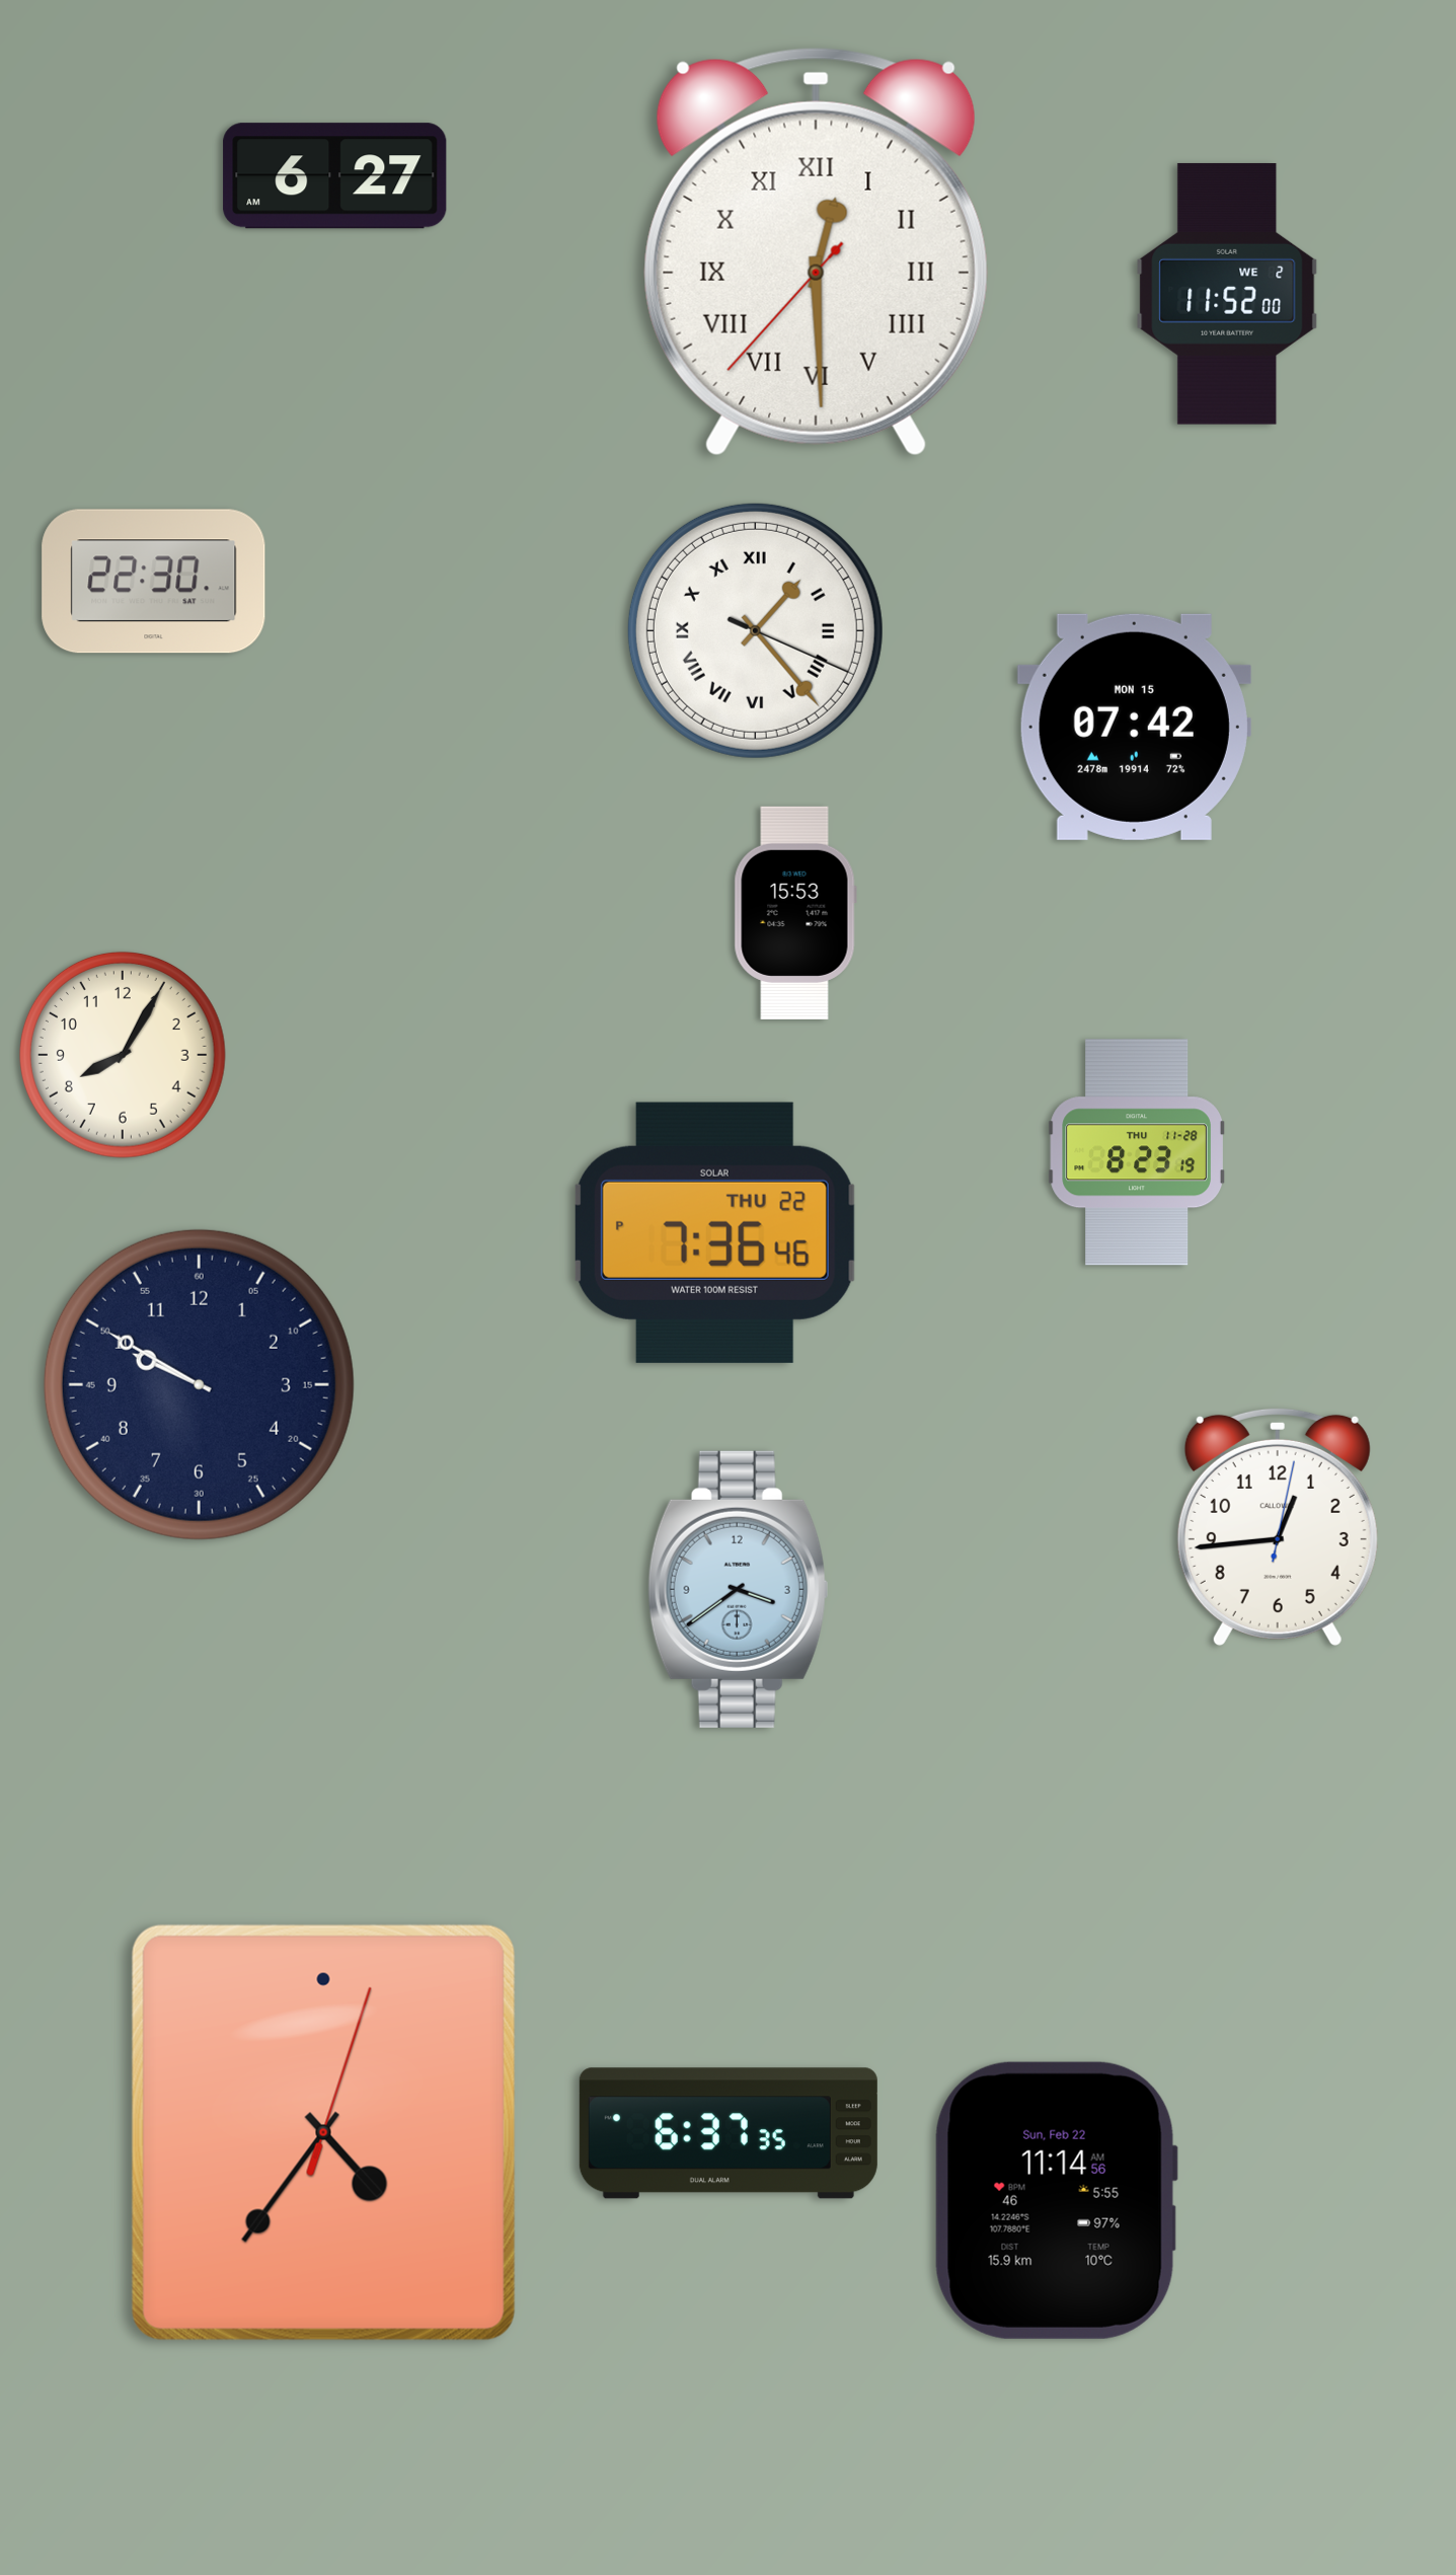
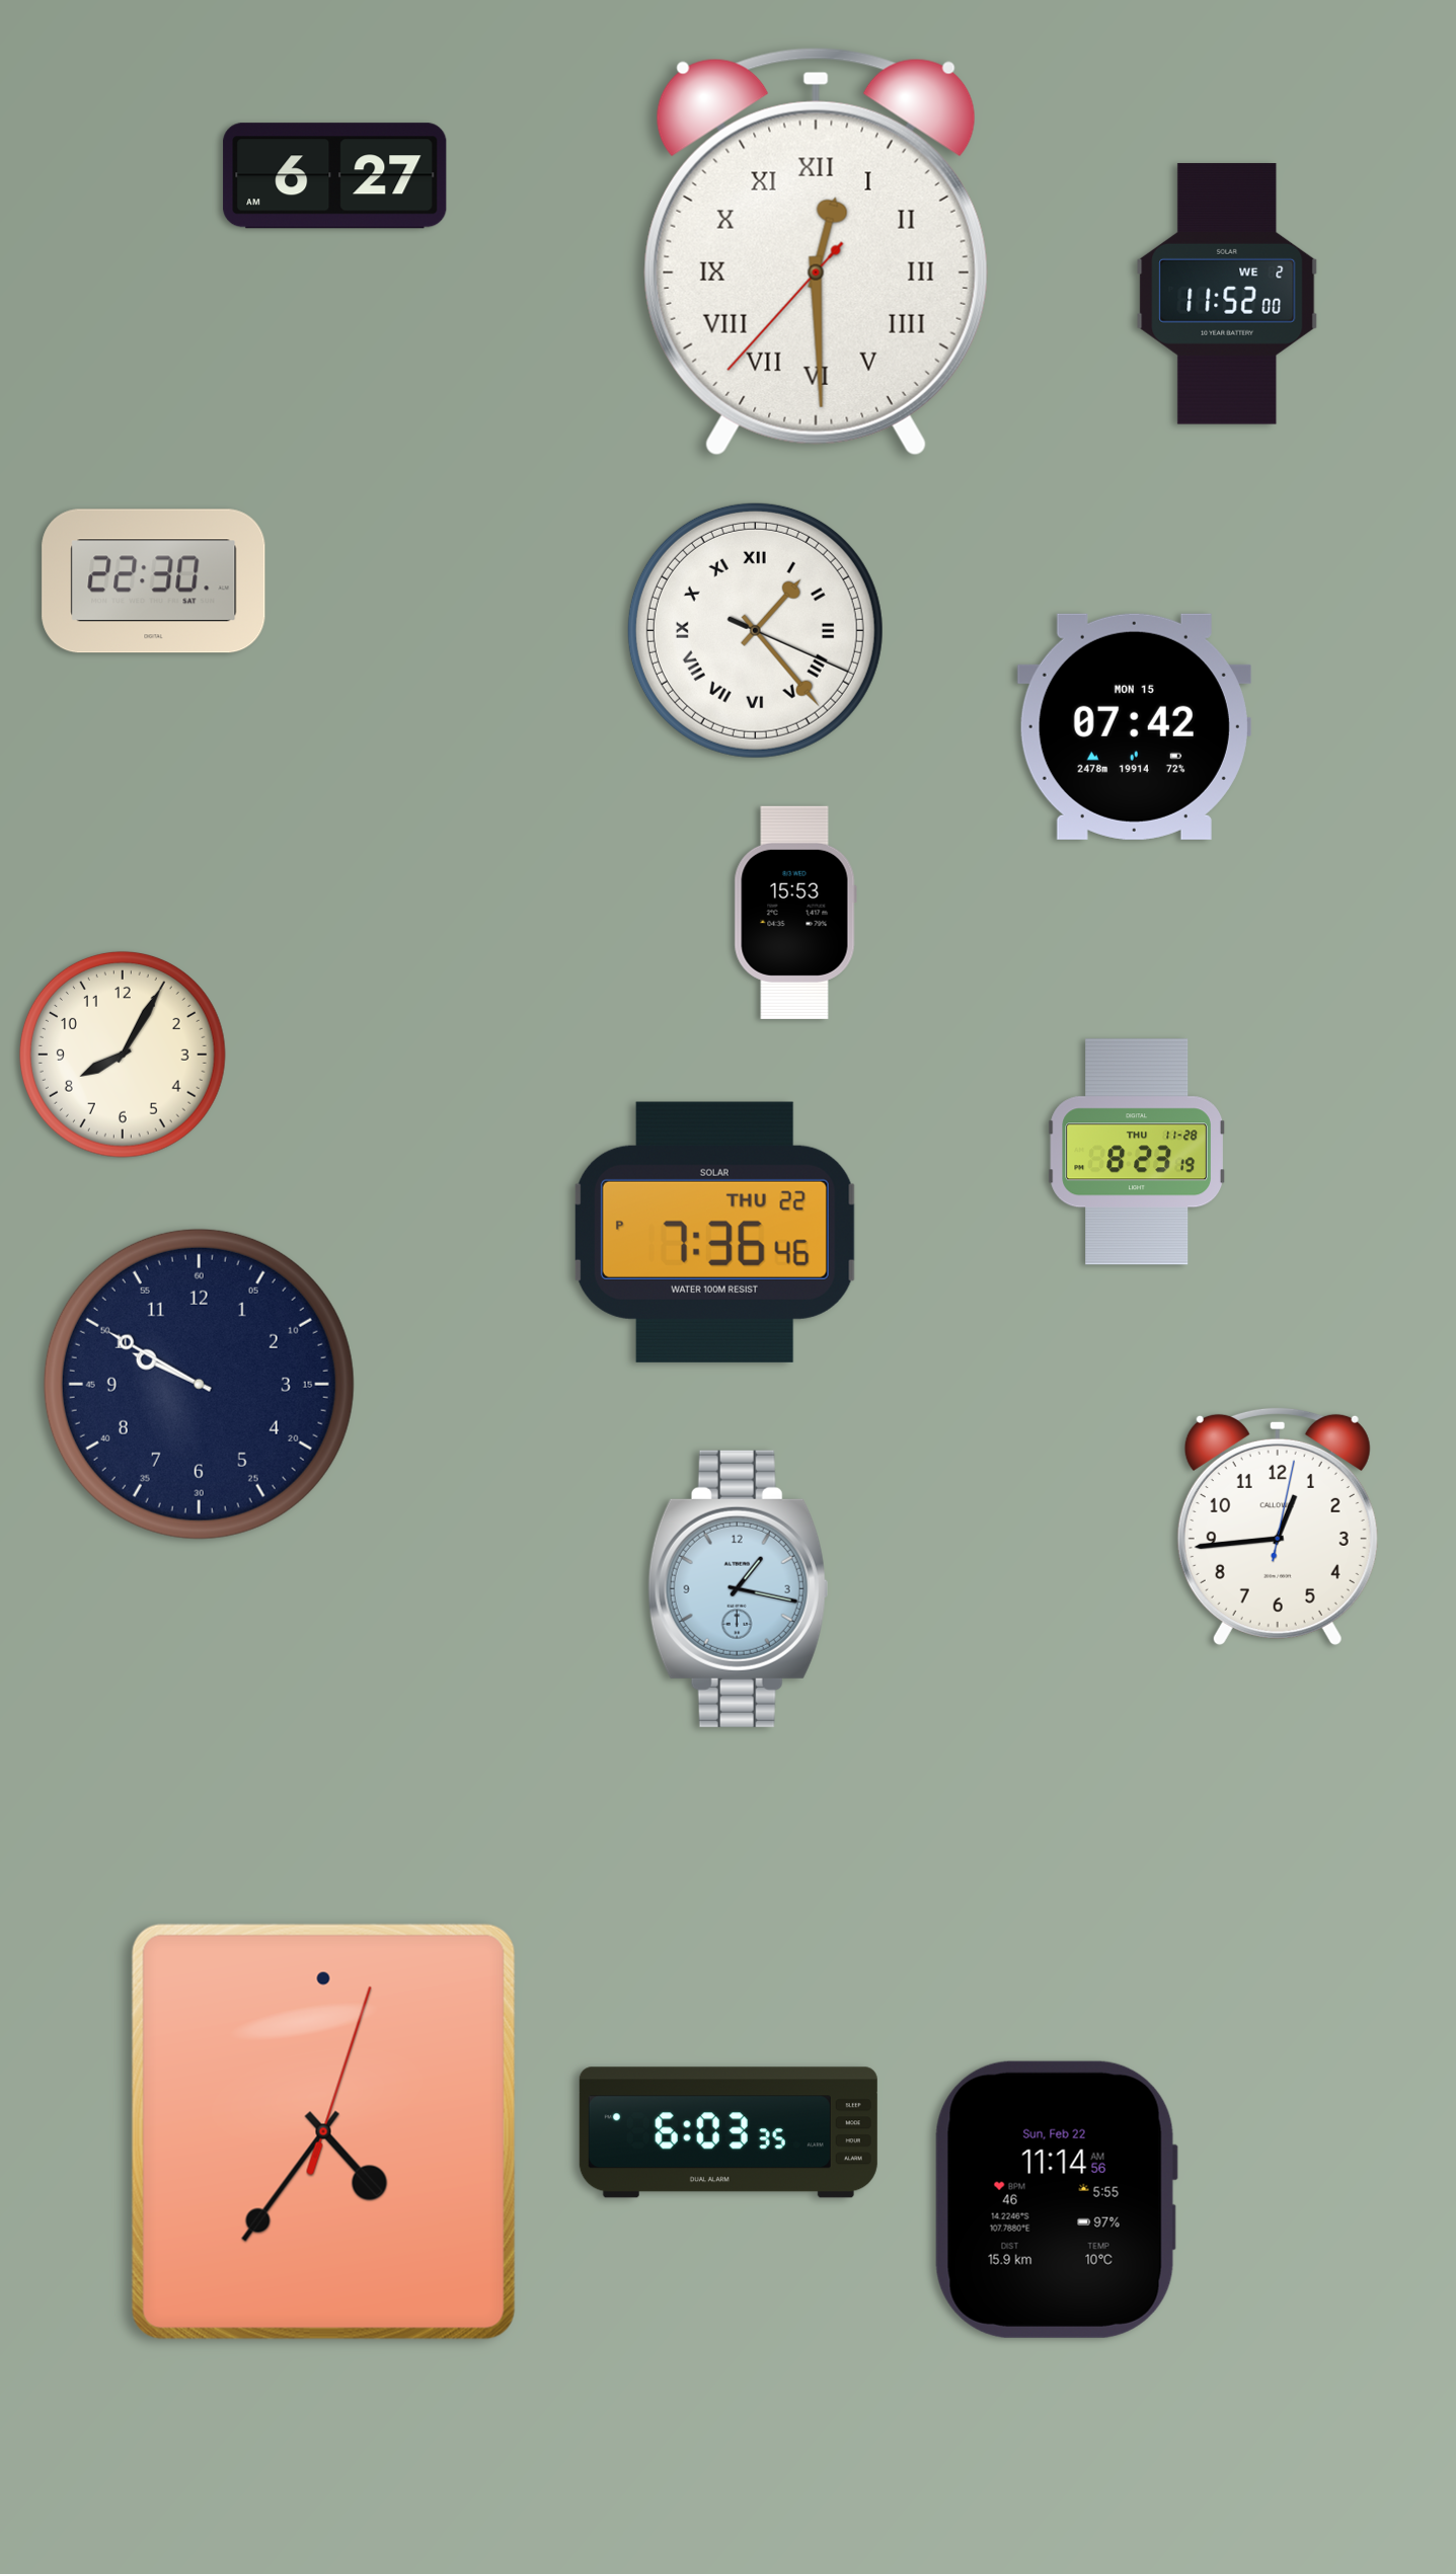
clock at (739, 1589): 3:39 -> 1:17
clock at (729, 2133): 6:37 -> 6:03
